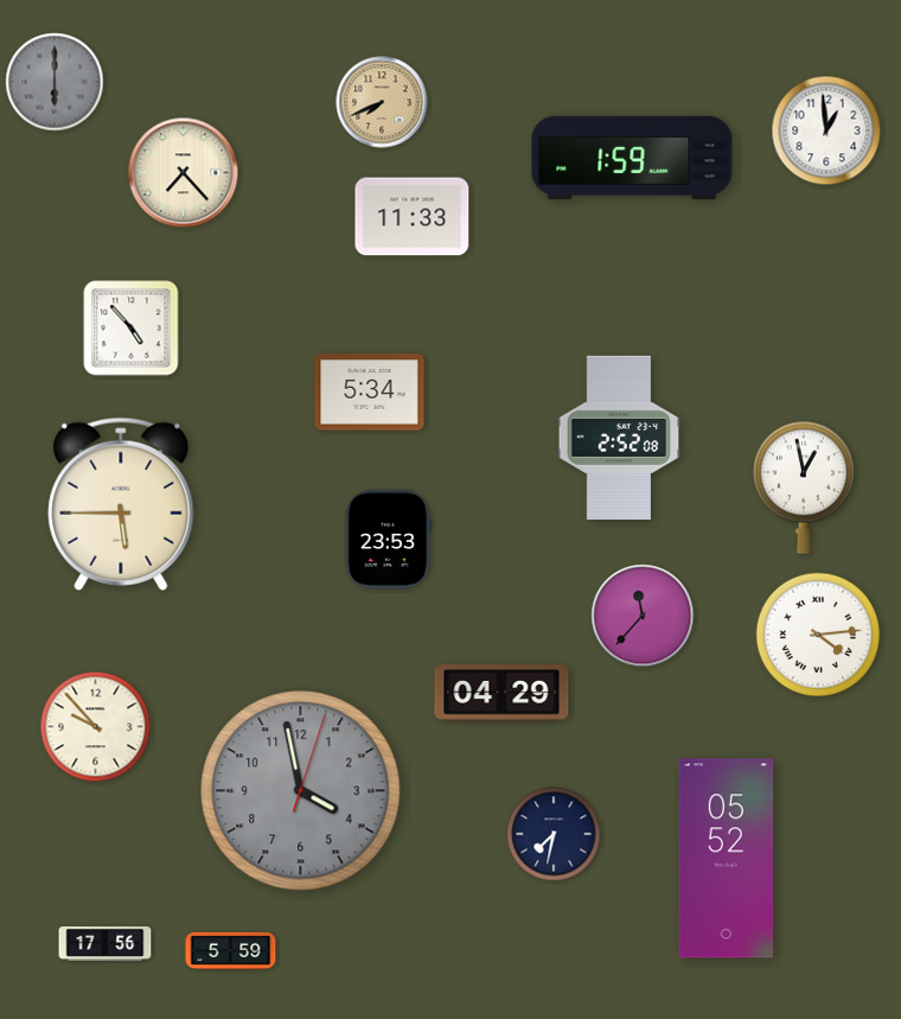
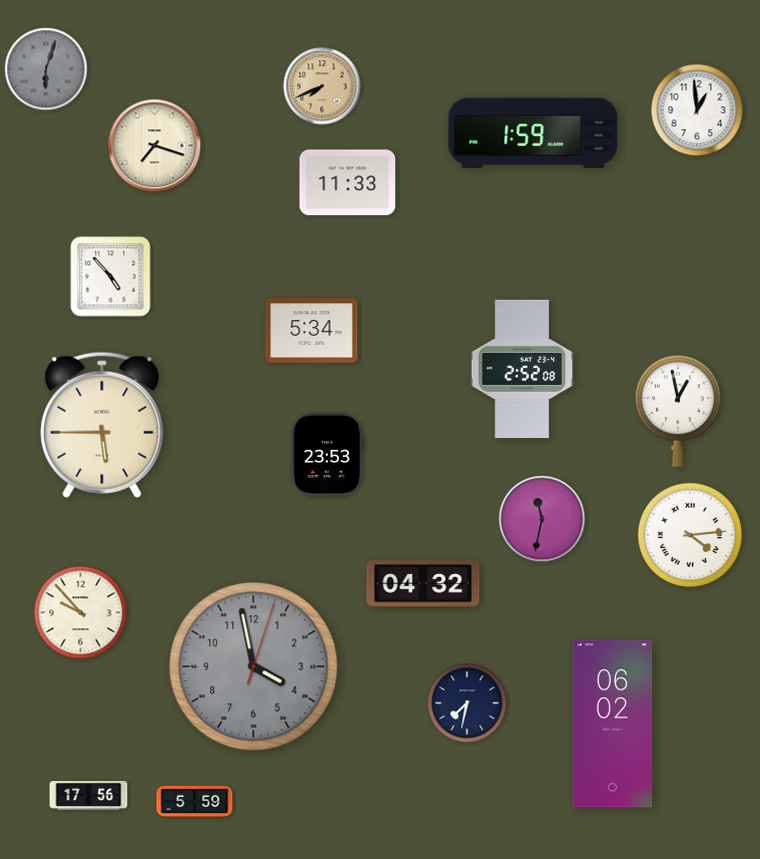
clock at (55, 82): 6:00 -> 6:03
clock at (184, 173): 7:23 -> 7:18
clock at (643, 616): 11:37 -> 11:32
clock at (501, 693): 04:29 -> 04:32
clock at (727, 859): 05:52 -> 06:02
